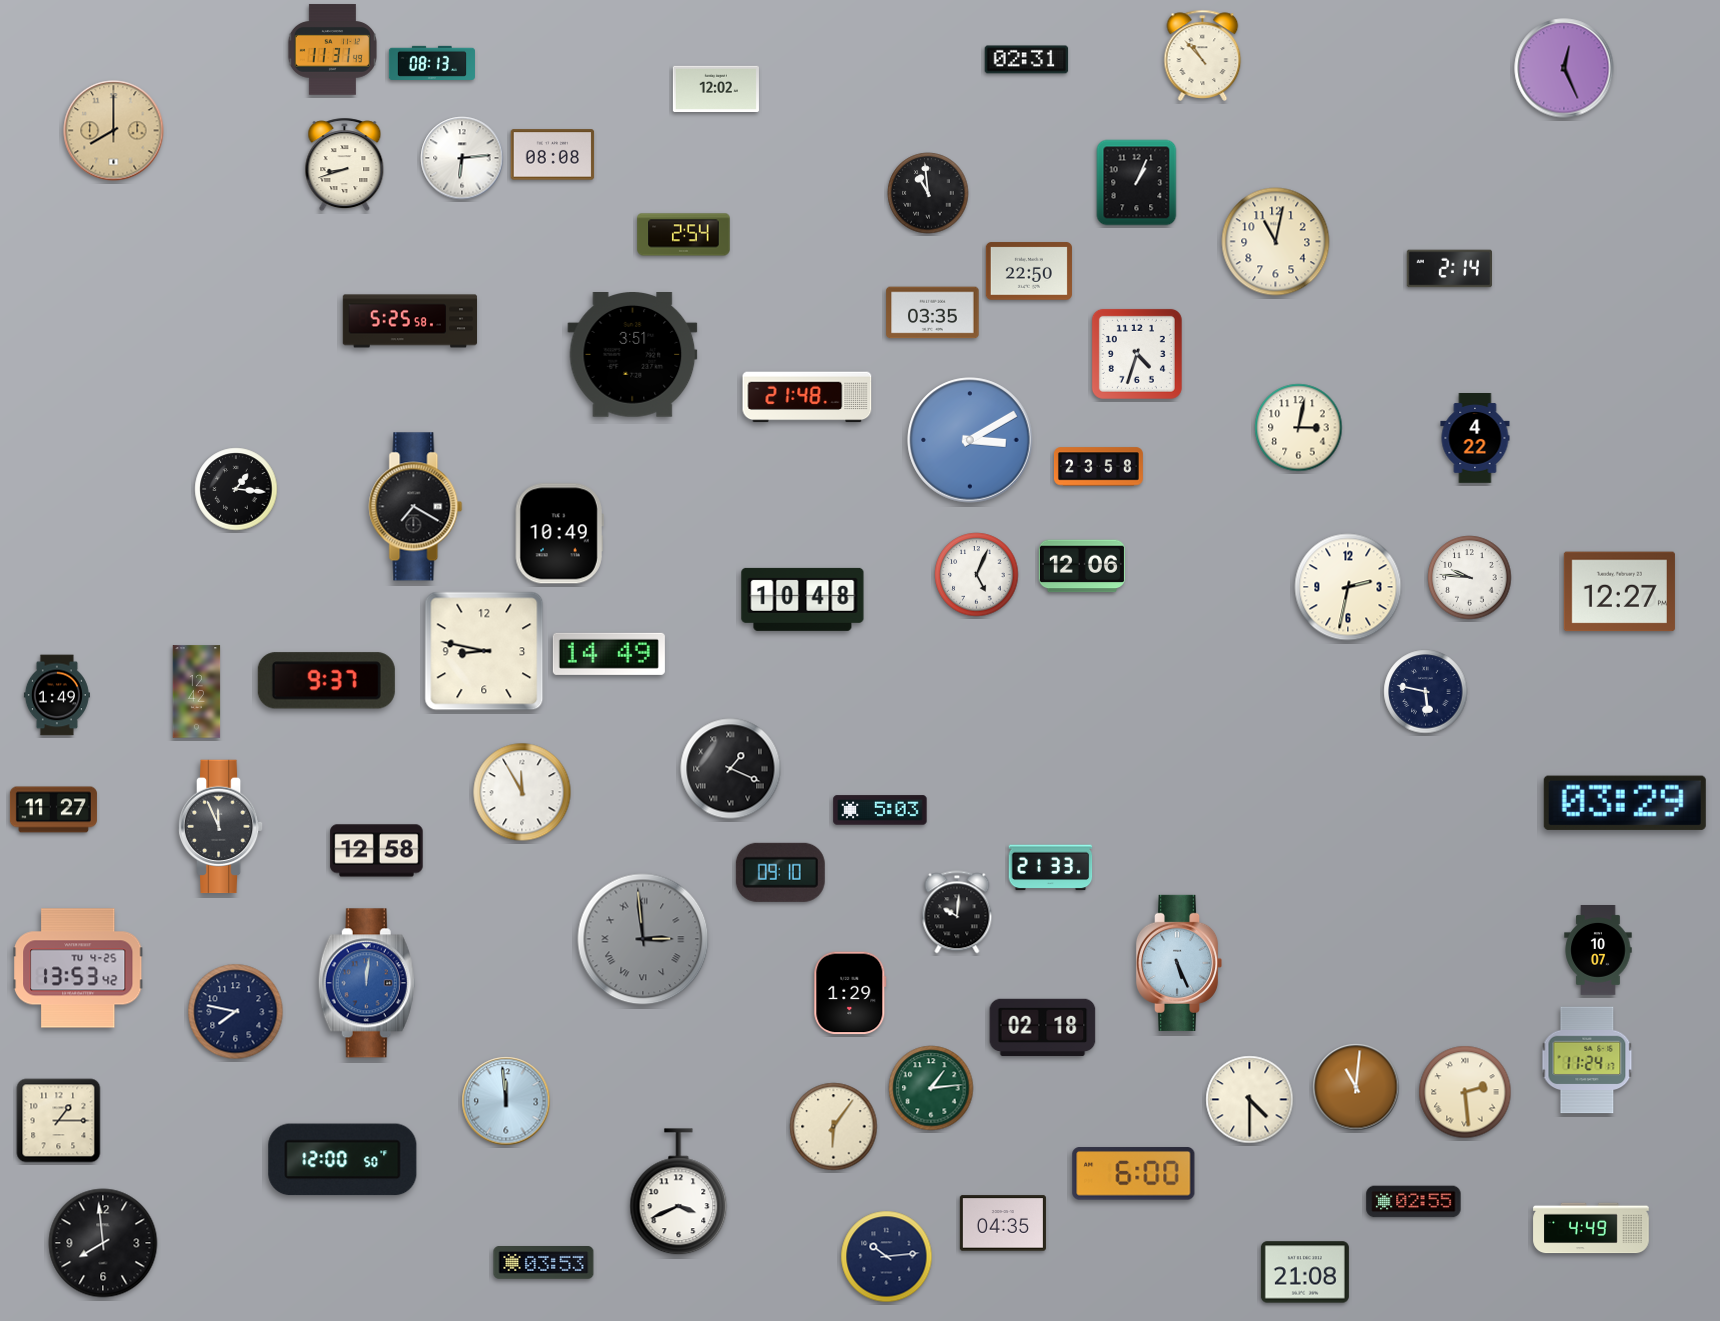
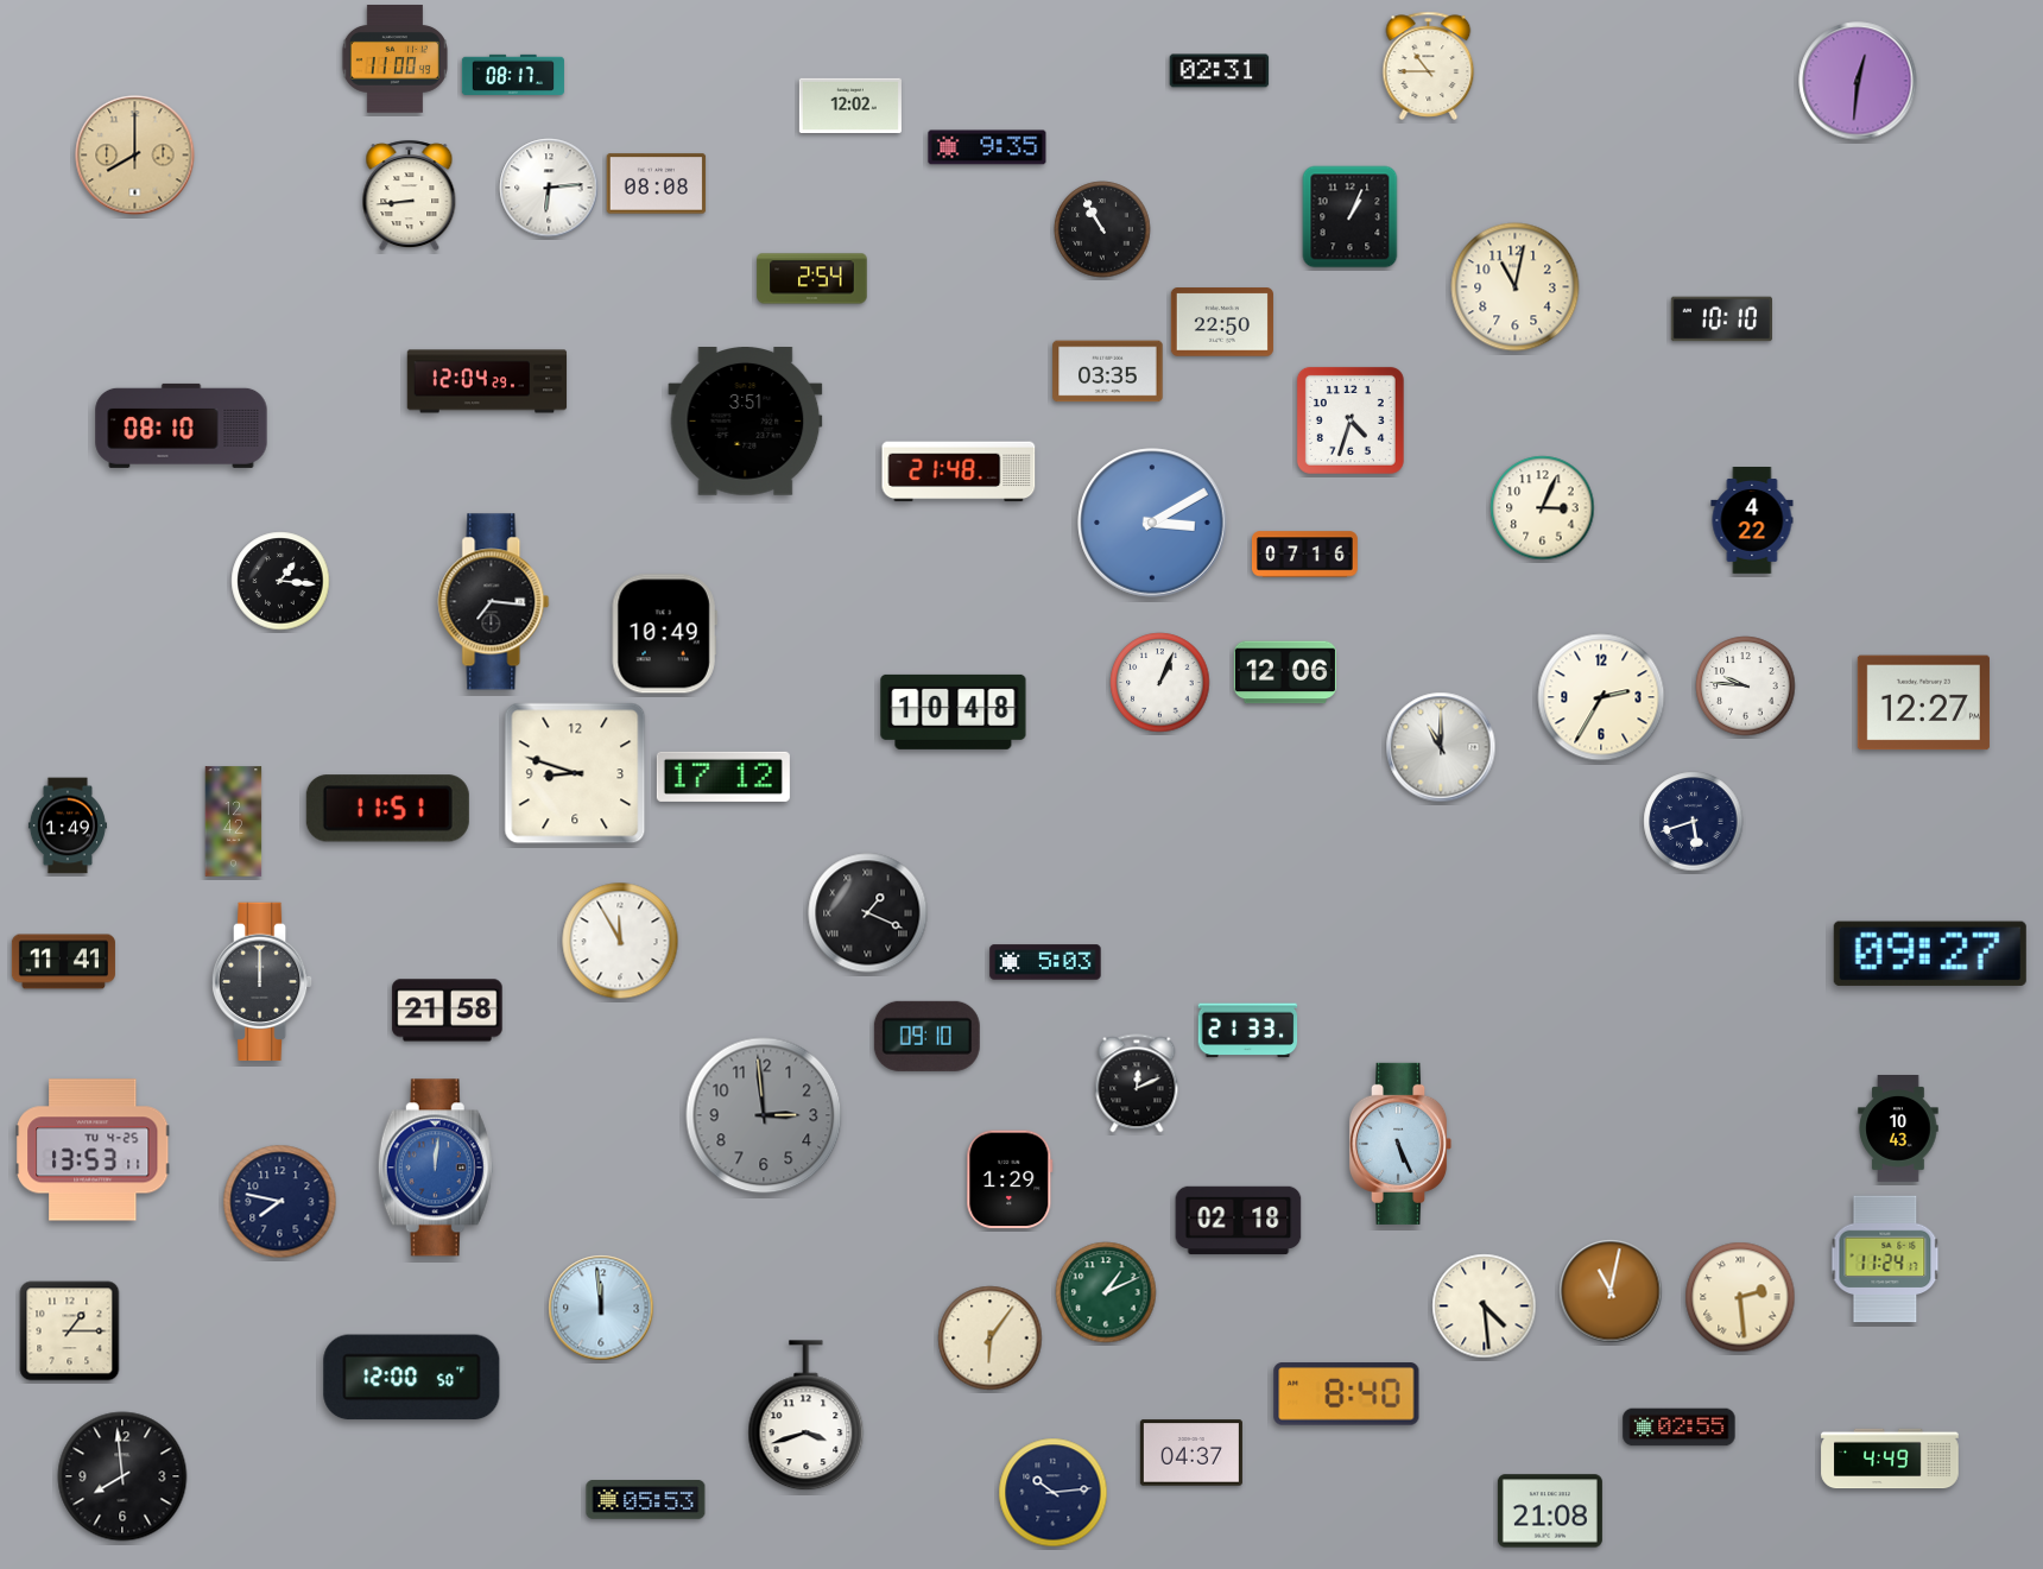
clock at (332, 50): 11:31 -> 11:00
clock at (1203, 55): 10:53 -> 10:45
clock at (432, 63): 08:13 -> 08:17
clock at (1564, 68): 12:26 -> 12:31
clock at (987, 147): none -> 9:35
clock at (345, 165): 8:42 -> 8:44
clock at (928, 193): 10:59 -> 10:55
clock at (1449, 269): 2:14 -> 10:10
clock at (410, 321): 5:25 -> 12:04
clock at (633, 355) position: (633, 355) -> (746, 422)
clock at (182, 425): none -> 08:10
clock at (1299, 428): 3:02 -> 3:04
clock at (1098, 467): 23:58 -> 07:16
clock at (416, 507): 7:20 -> 7:16
clock at (977, 575): 5:04 -> 1:04
clock at (1348, 587): 2:32 -> 2:35
clock at (1441, 747): none -> 11:00
clock at (484, 651): 8:47 -> 8:48
clock at (609, 654): 14:49 -> 17:12
clock at (326, 681): 9:37 -> 11:51
clock at (1426, 692): 5:47 -> 5:42
clock at (1625, 803): 03:29 -> 09:27
clock at (53, 810): 11:27 -> 11:41
clock at (221, 827): 11:56 -> 12:00
clock at (377, 851): 12:58 -> 21:58
clock at (957, 912): 10:01 -> 12:11
clock at (643, 939) numerals: Roman -> Arabic
clock at (1598, 951): 10:07 -> 10:43
clock at (78, 968): 13:53:42 -> 13:53:11
clock at (1356, 1087): 11:01 -> 11:02
clock at (931, 1088): 1:14 -> 1:11
clock at (1250, 1100): 4:30 -> 4:29
clock at (343, 1160) position: (343, 1160) -> (412, 1378)
clock at (1134, 1174): 6:00 -> 8:40
clock at (679, 1192): 3:41 -> 3:42
clock at (1003, 1223): 04:35 -> 04:37
clock at (544, 1263): 03:53 -> 05:53
